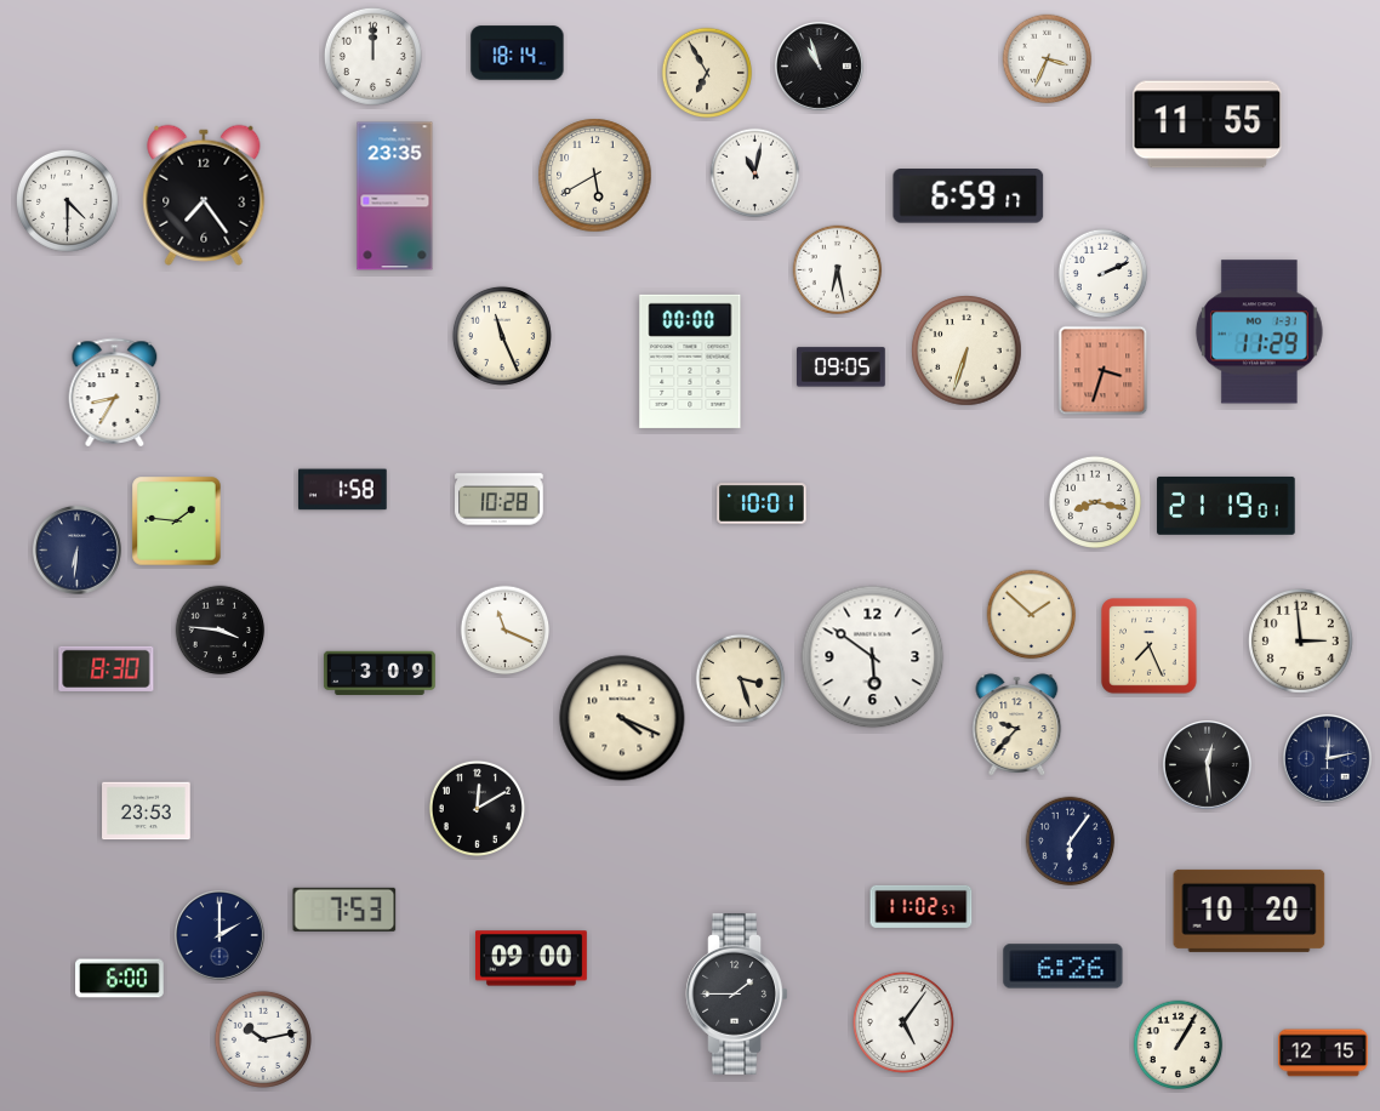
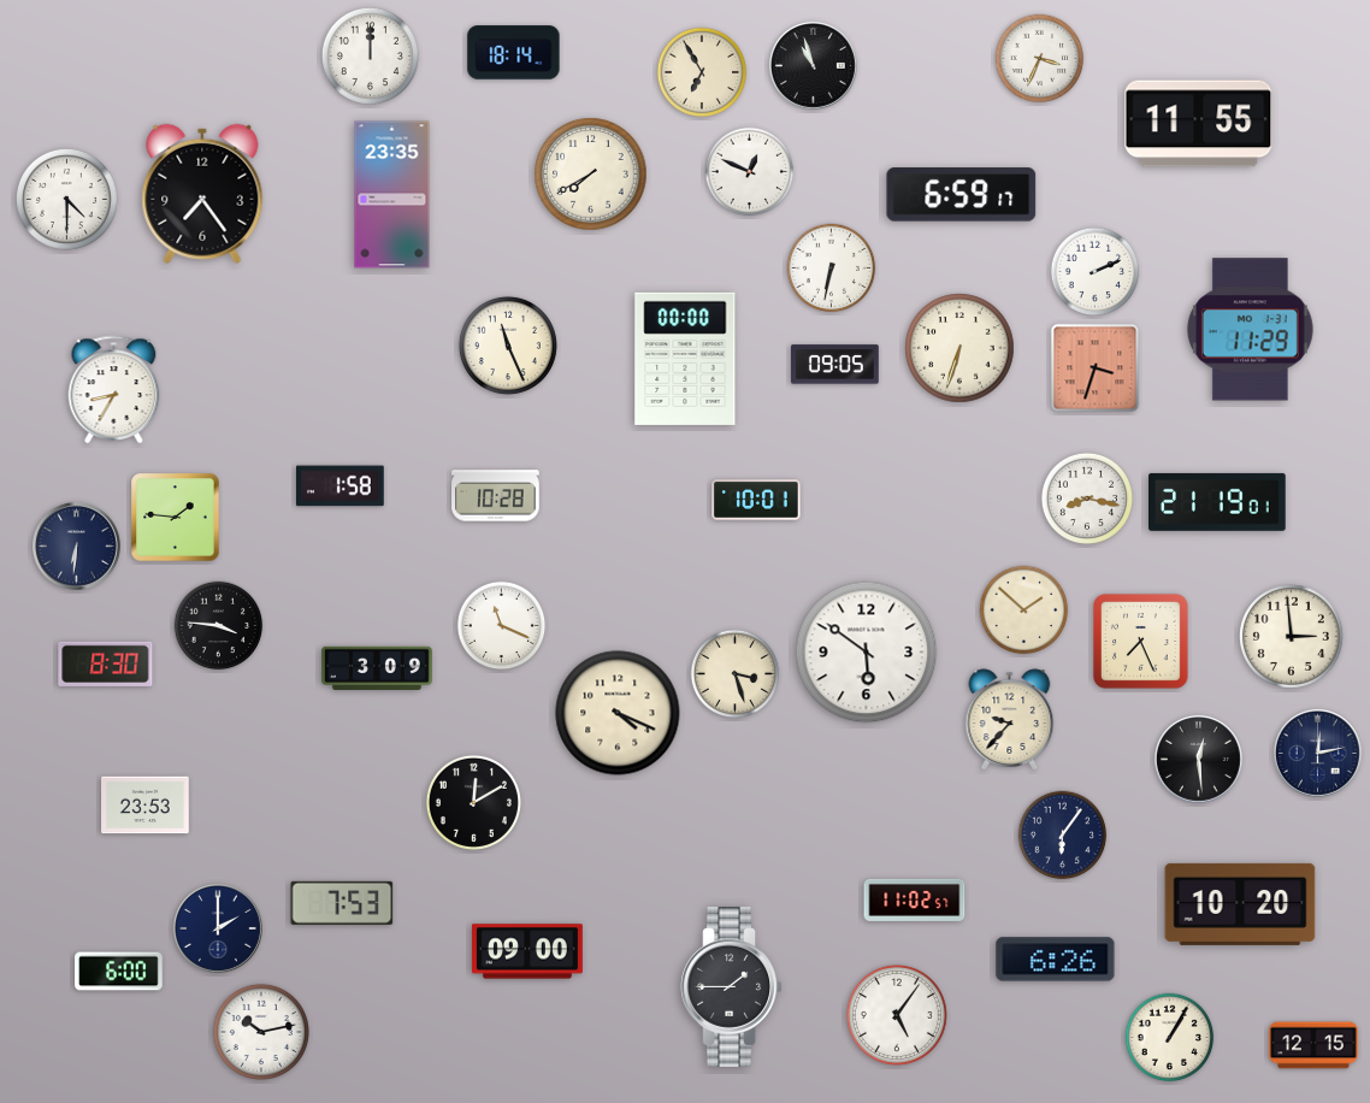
clock at (755, 173): 11:02 -> 12:49
clock at (595, 176): 5:40 -> 7:40
clock at (838, 270): 6:28 -> 6:32
clock at (502, 336) position: (502, 336) -> (508, 346)
